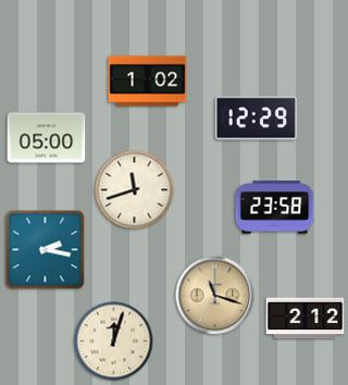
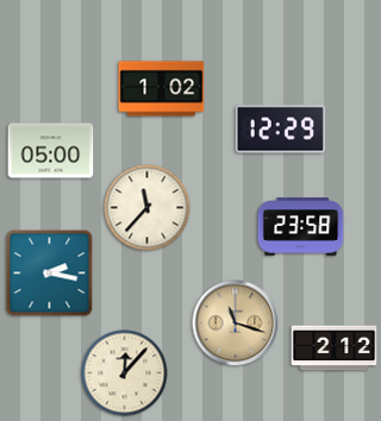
clock at (135, 190): 11:42 -> 11:37
clock at (114, 341): 12:03 -> 12:07
